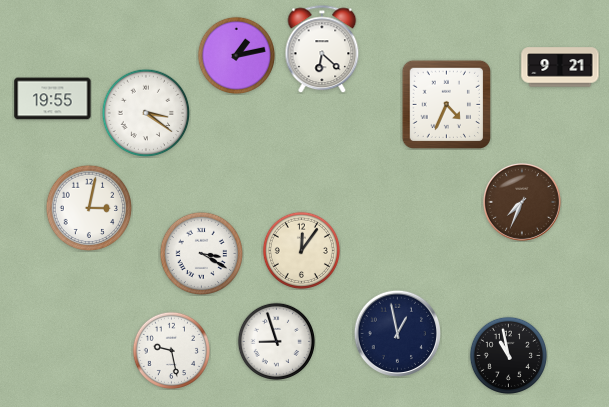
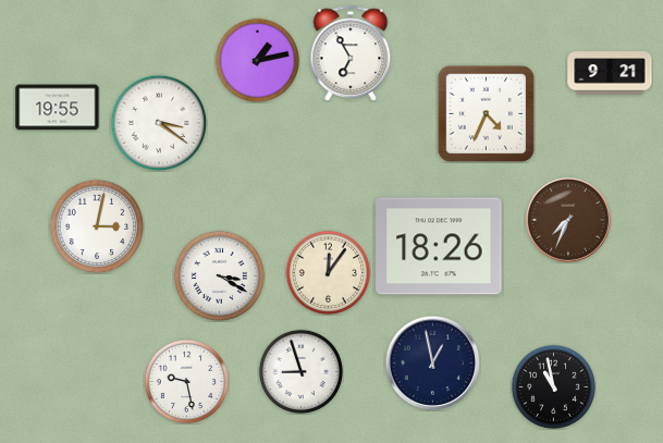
clock at (322, 49): 6:22 -> 6:55
clock at (439, 246): none -> 18:26
